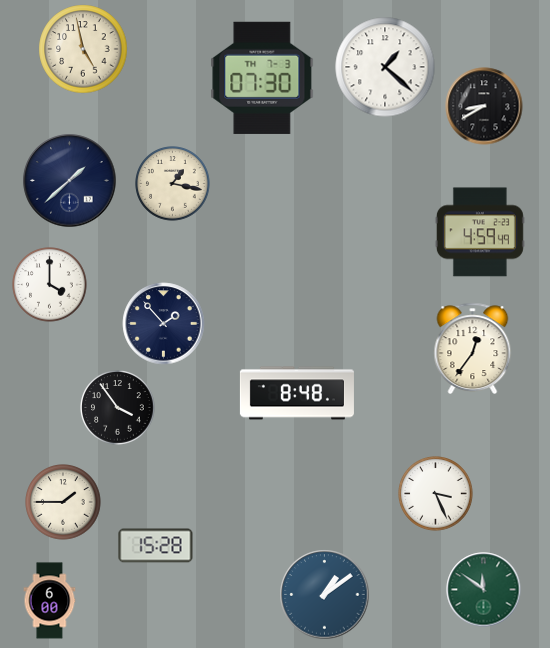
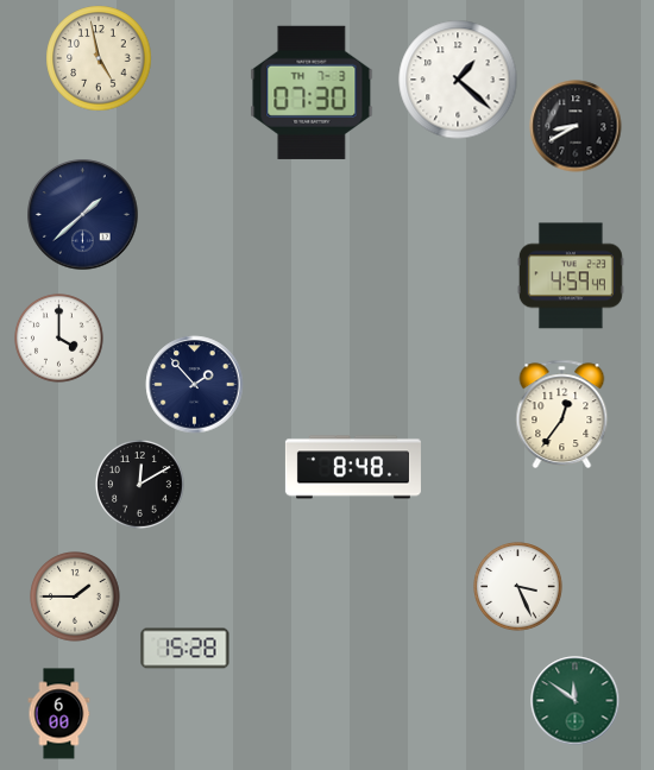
clock at (173, 184): 1:17 -> none
clock at (118, 408): 3:54 -> 12:10
clock at (325, 595): 1:09 -> none
